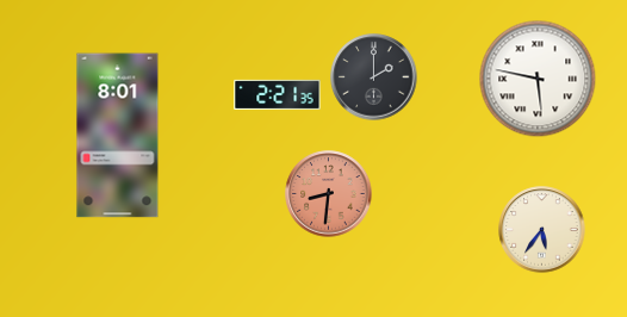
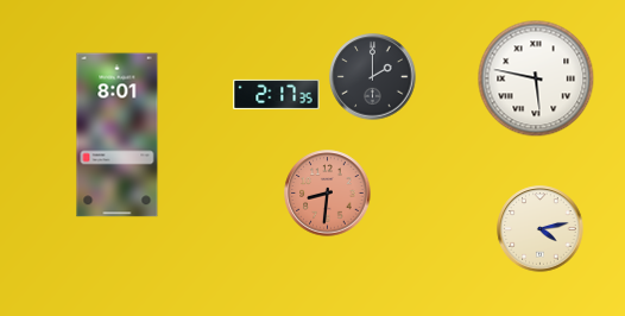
clock at (278, 94): 2:21 -> 2:17
clock at (542, 230): 5:36 -> 4:13
